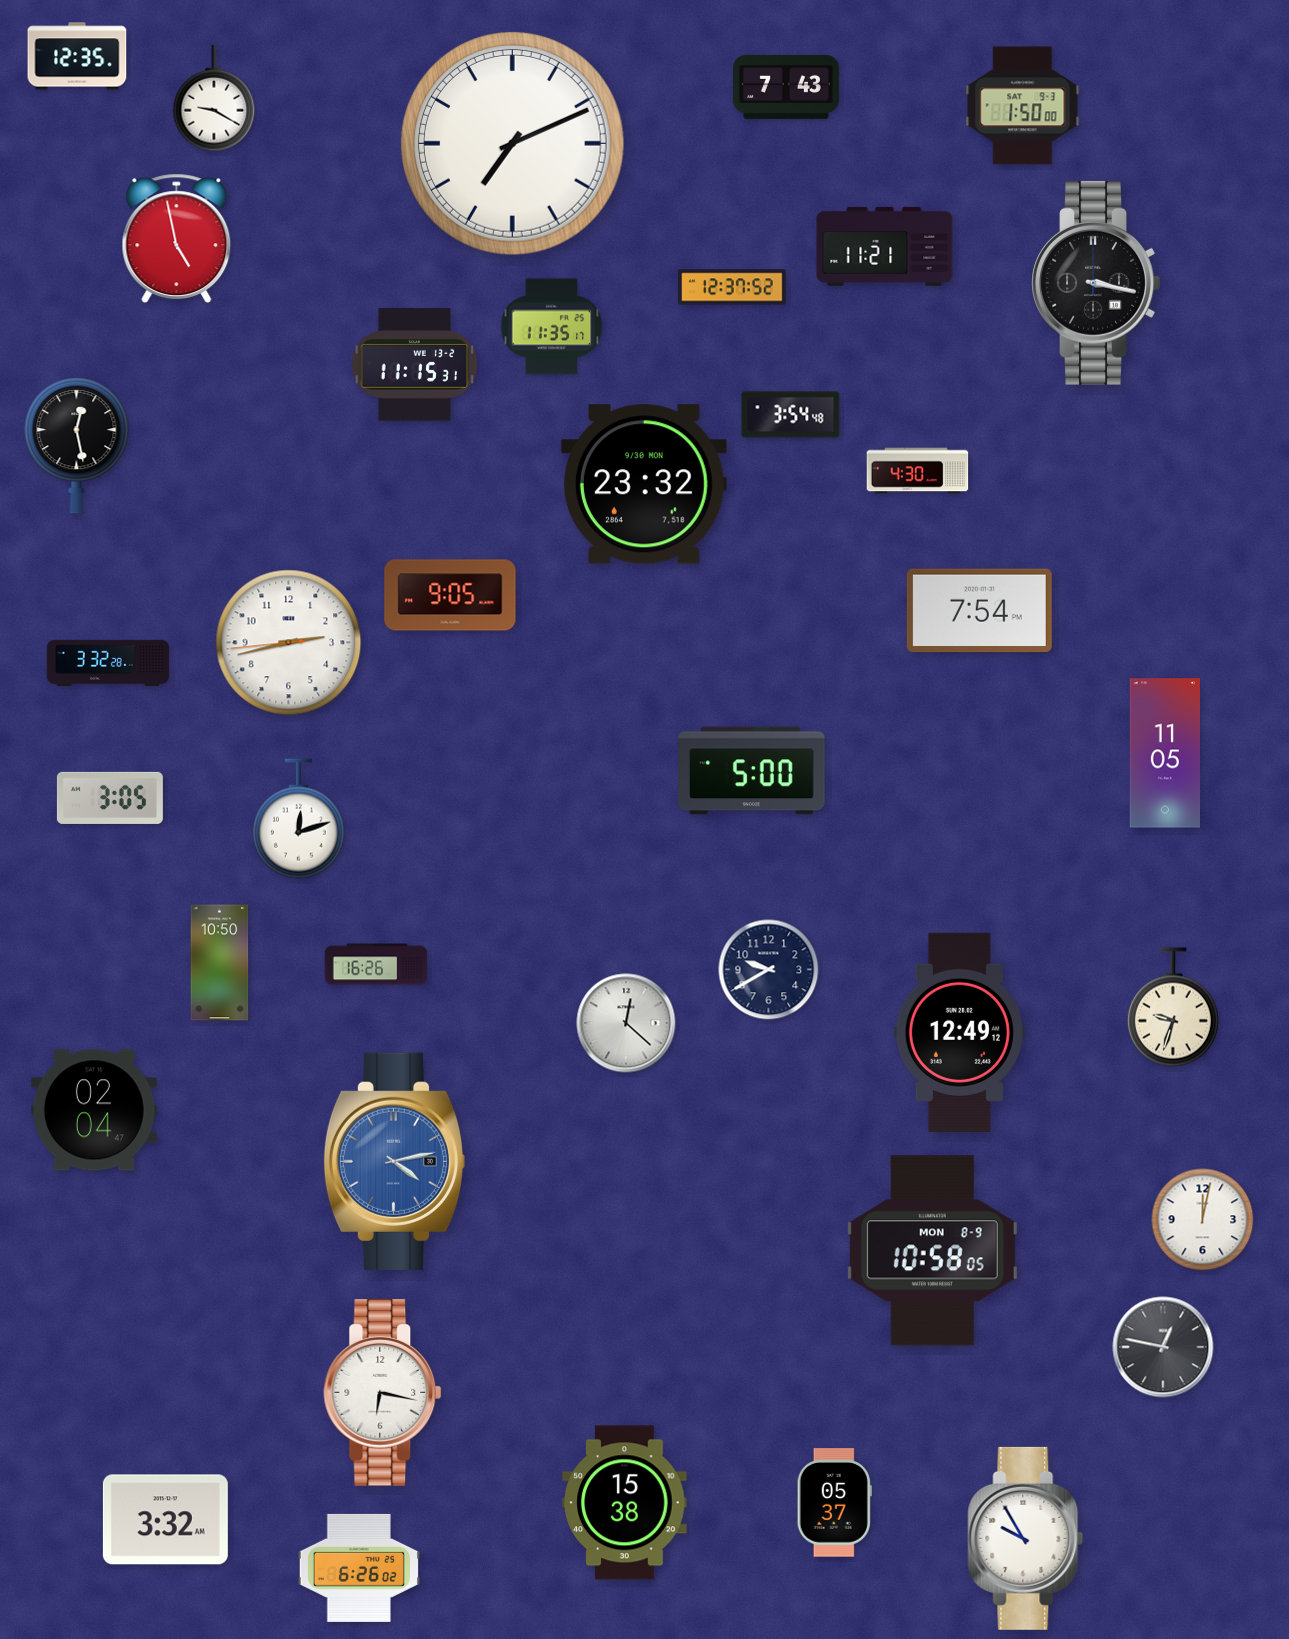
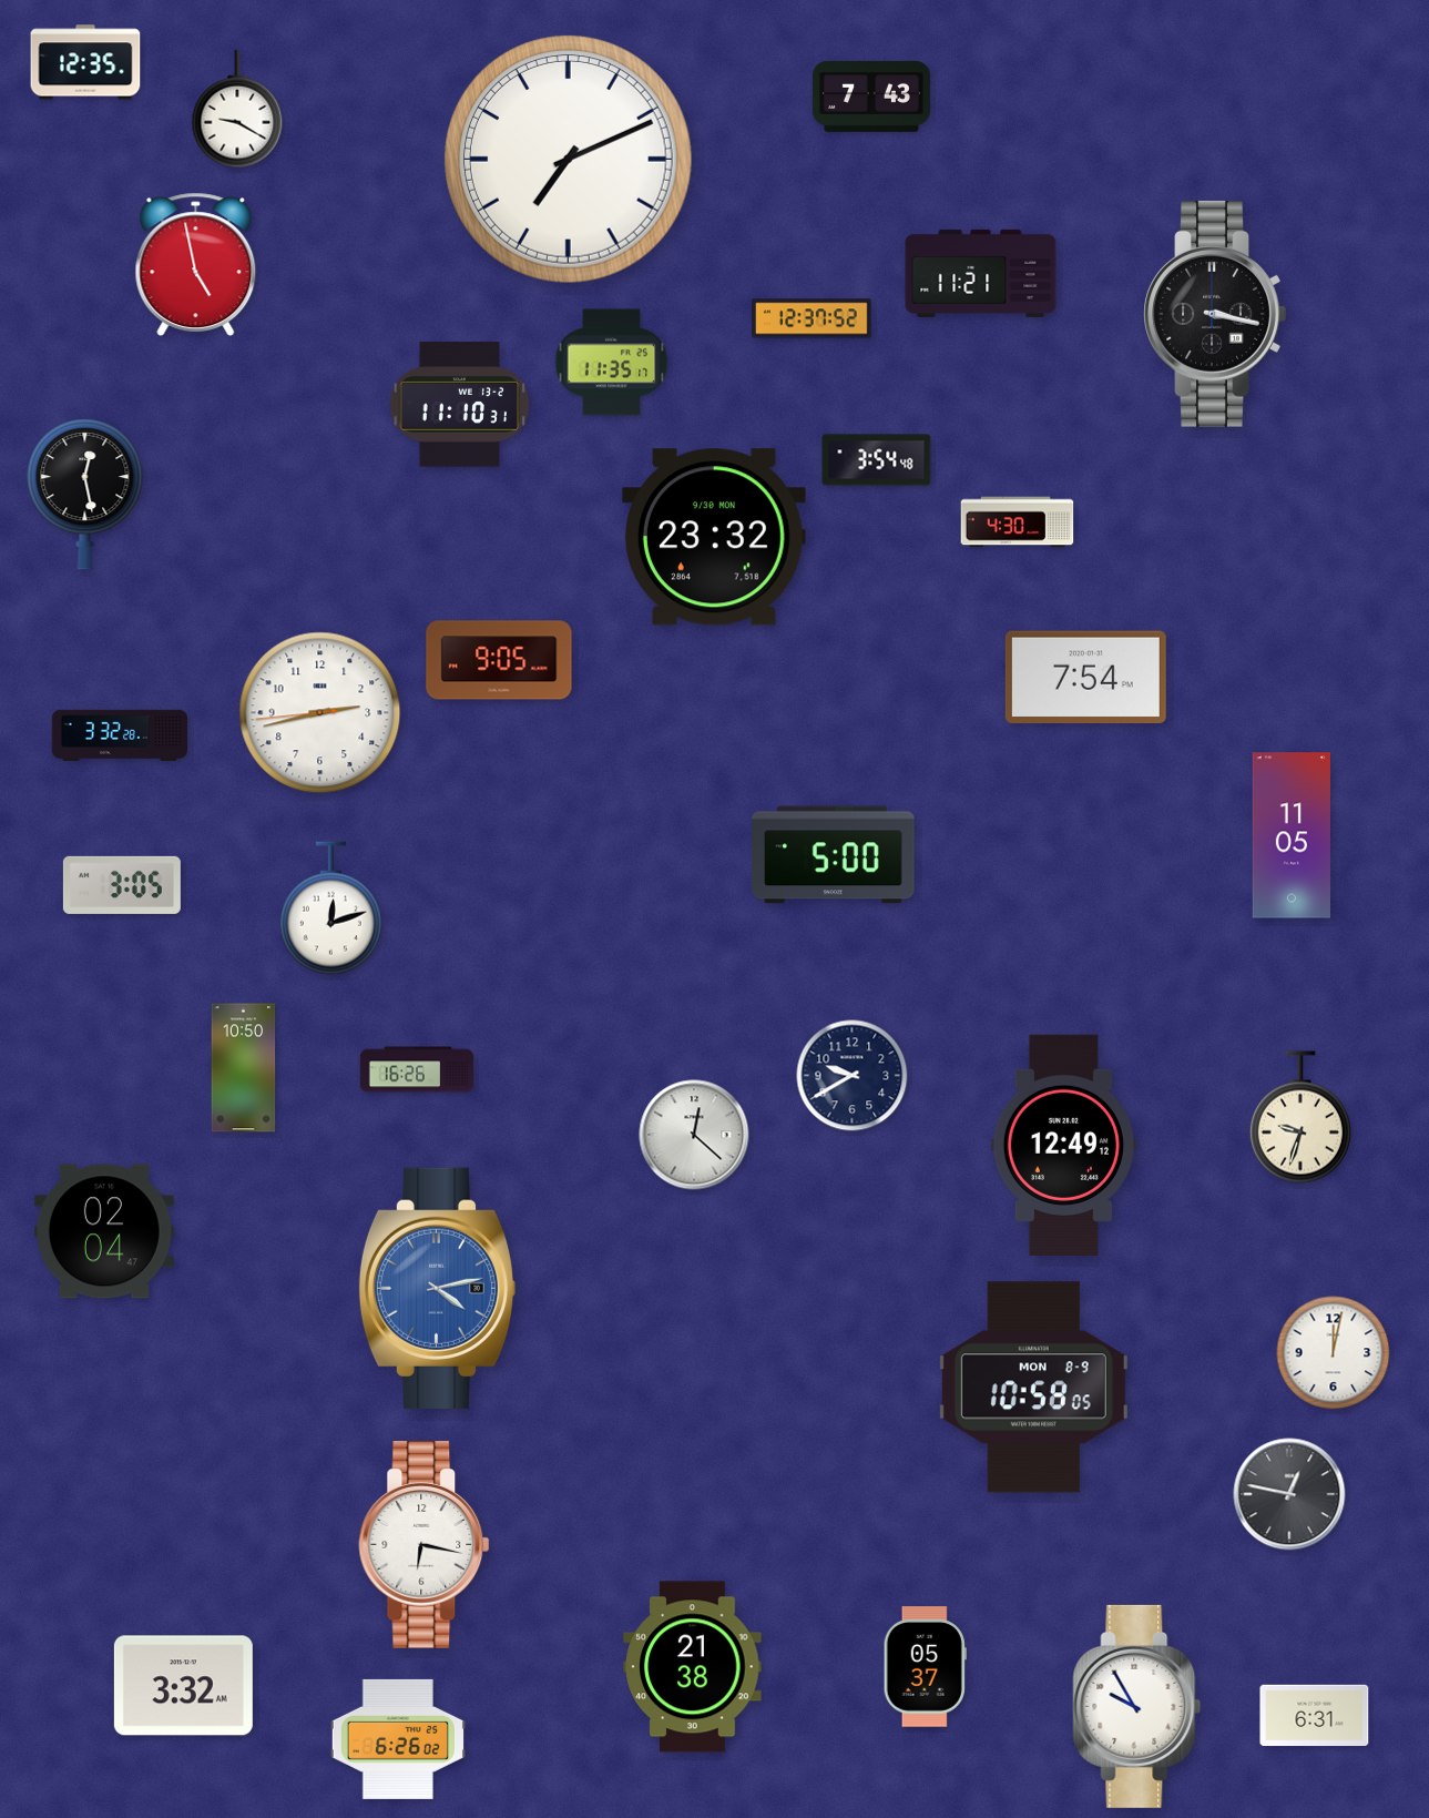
clock at (1023, 106): 1:50 -> none
clock at (415, 365): 11:15 -> 11:10
clock at (625, 1503): 15:38 -> 21:38
clock at (1315, 1716): none -> 6:31
